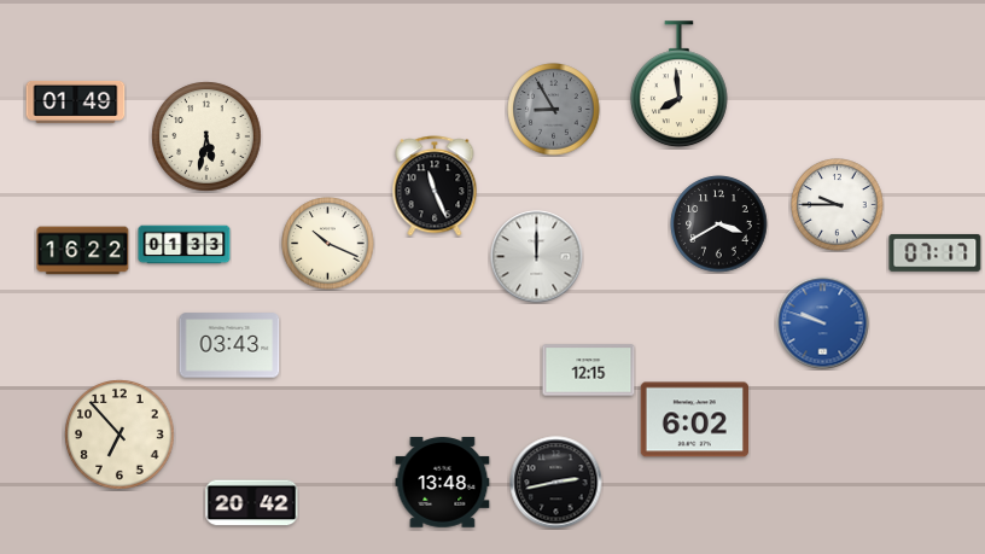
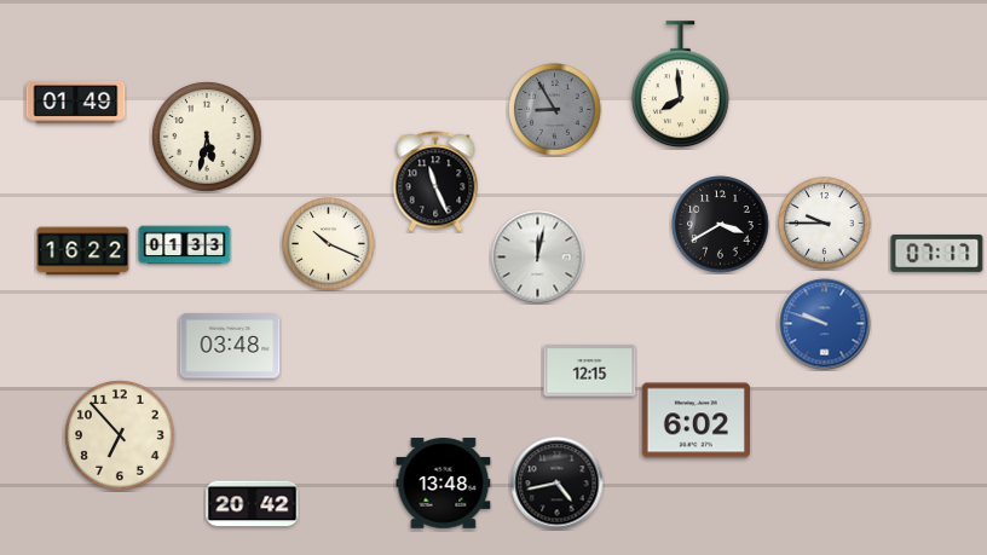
clock at (435, 186) position: (435, 186) -> (435, 181)
clock at (838, 205) position: (838, 205) -> (825, 224)
clock at (537, 257): 12:00 -> 12:02
clock at (229, 345): 03:43 -> 03:48
clock at (556, 483): 2:43 -> 4:43
